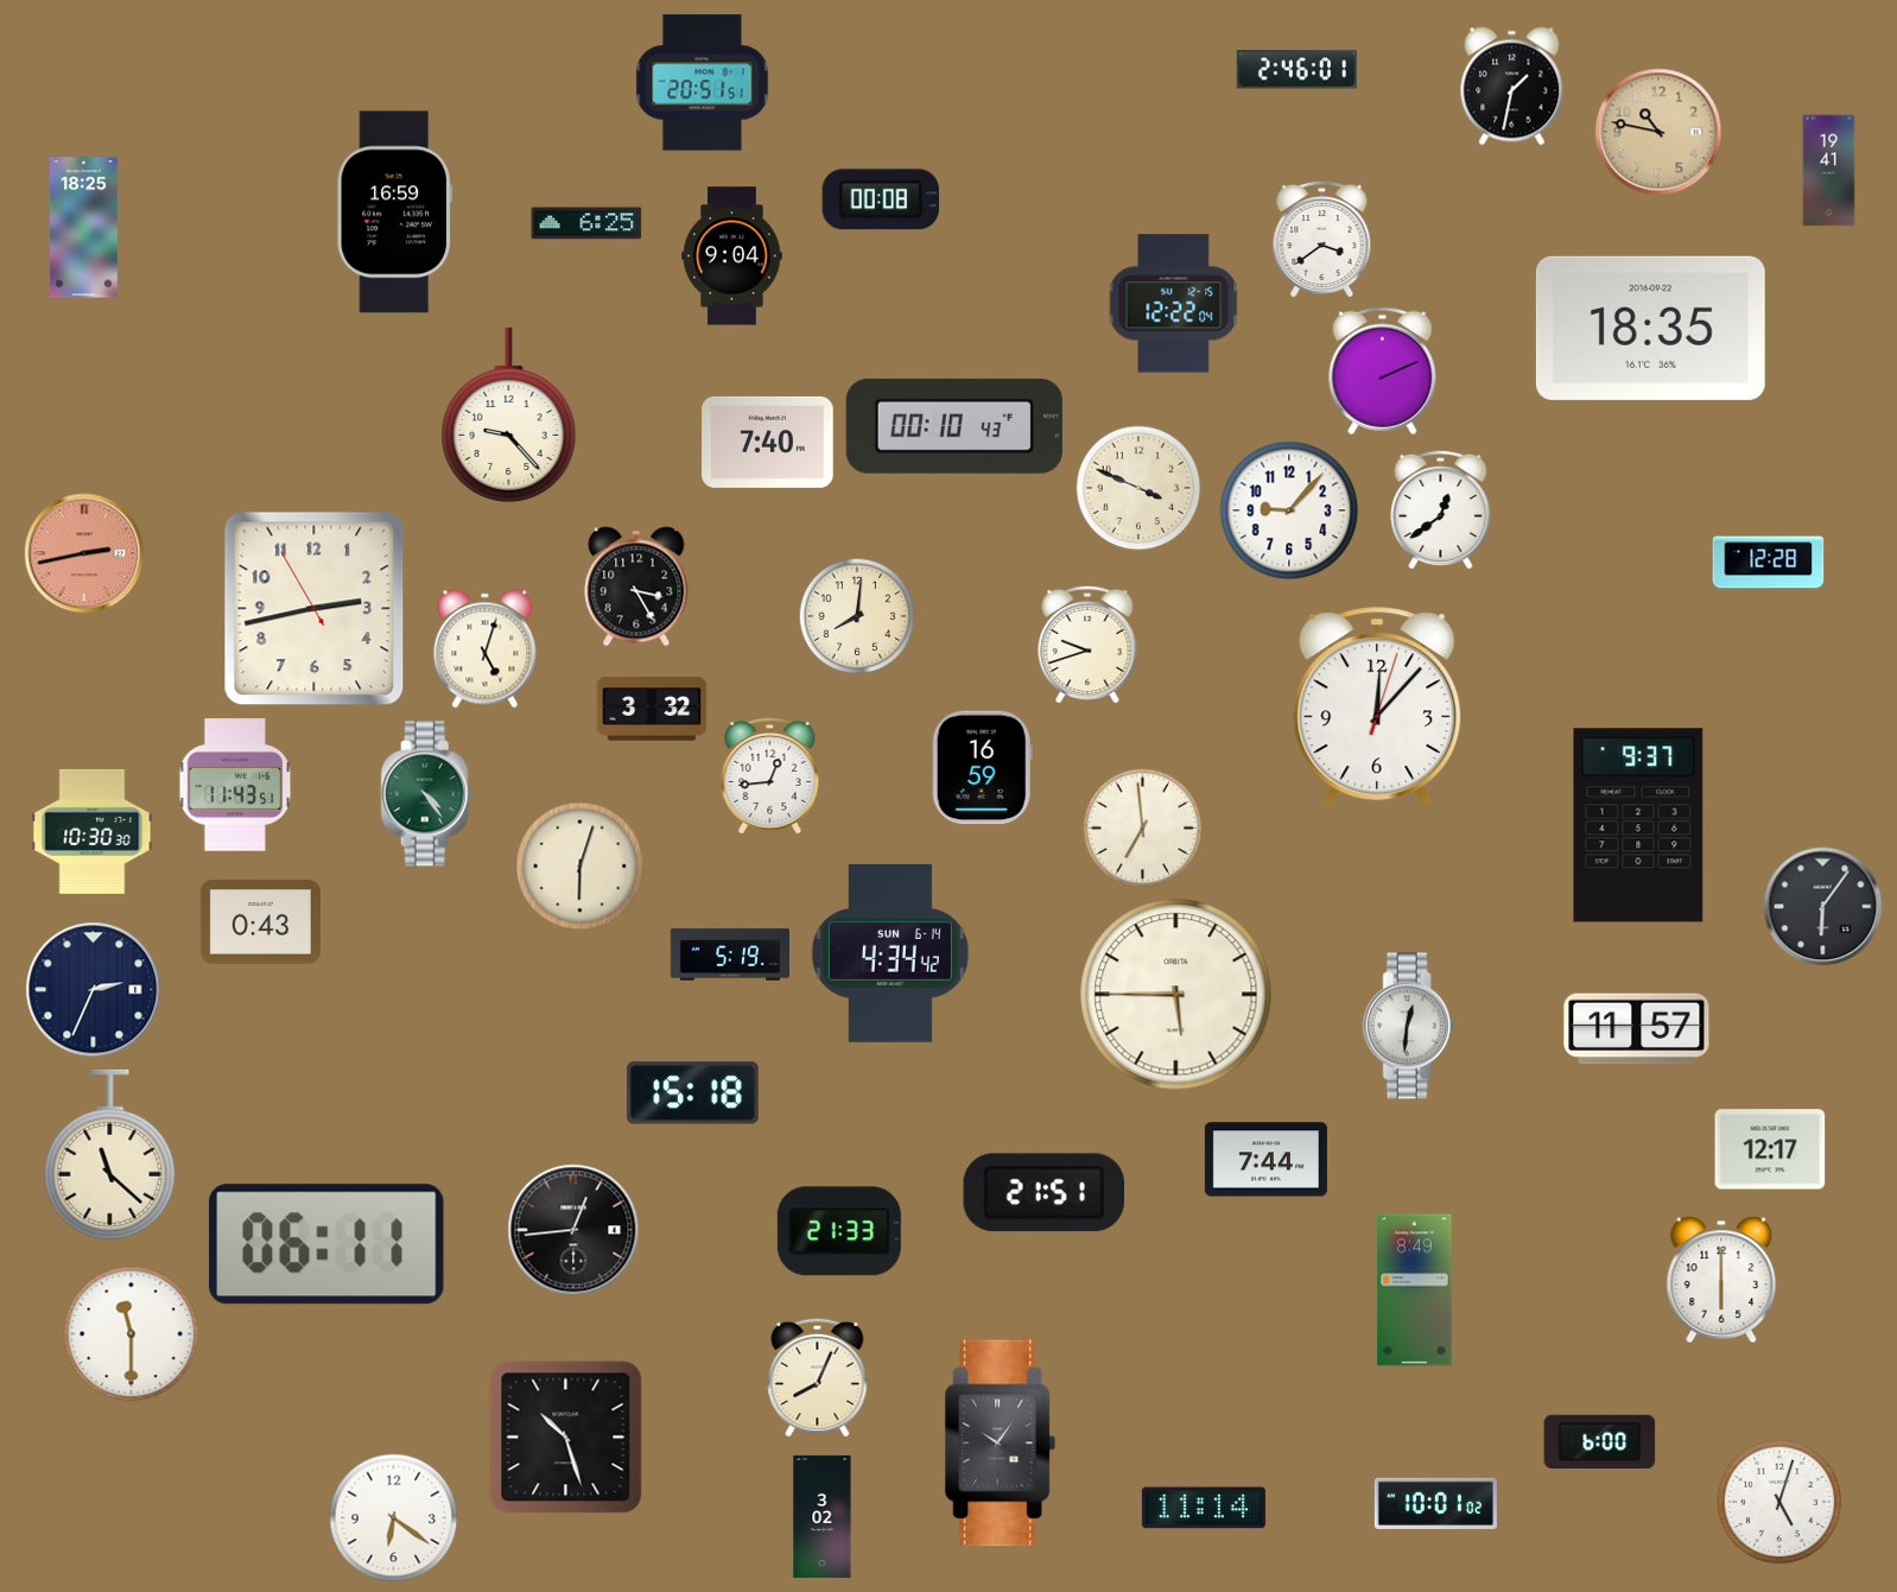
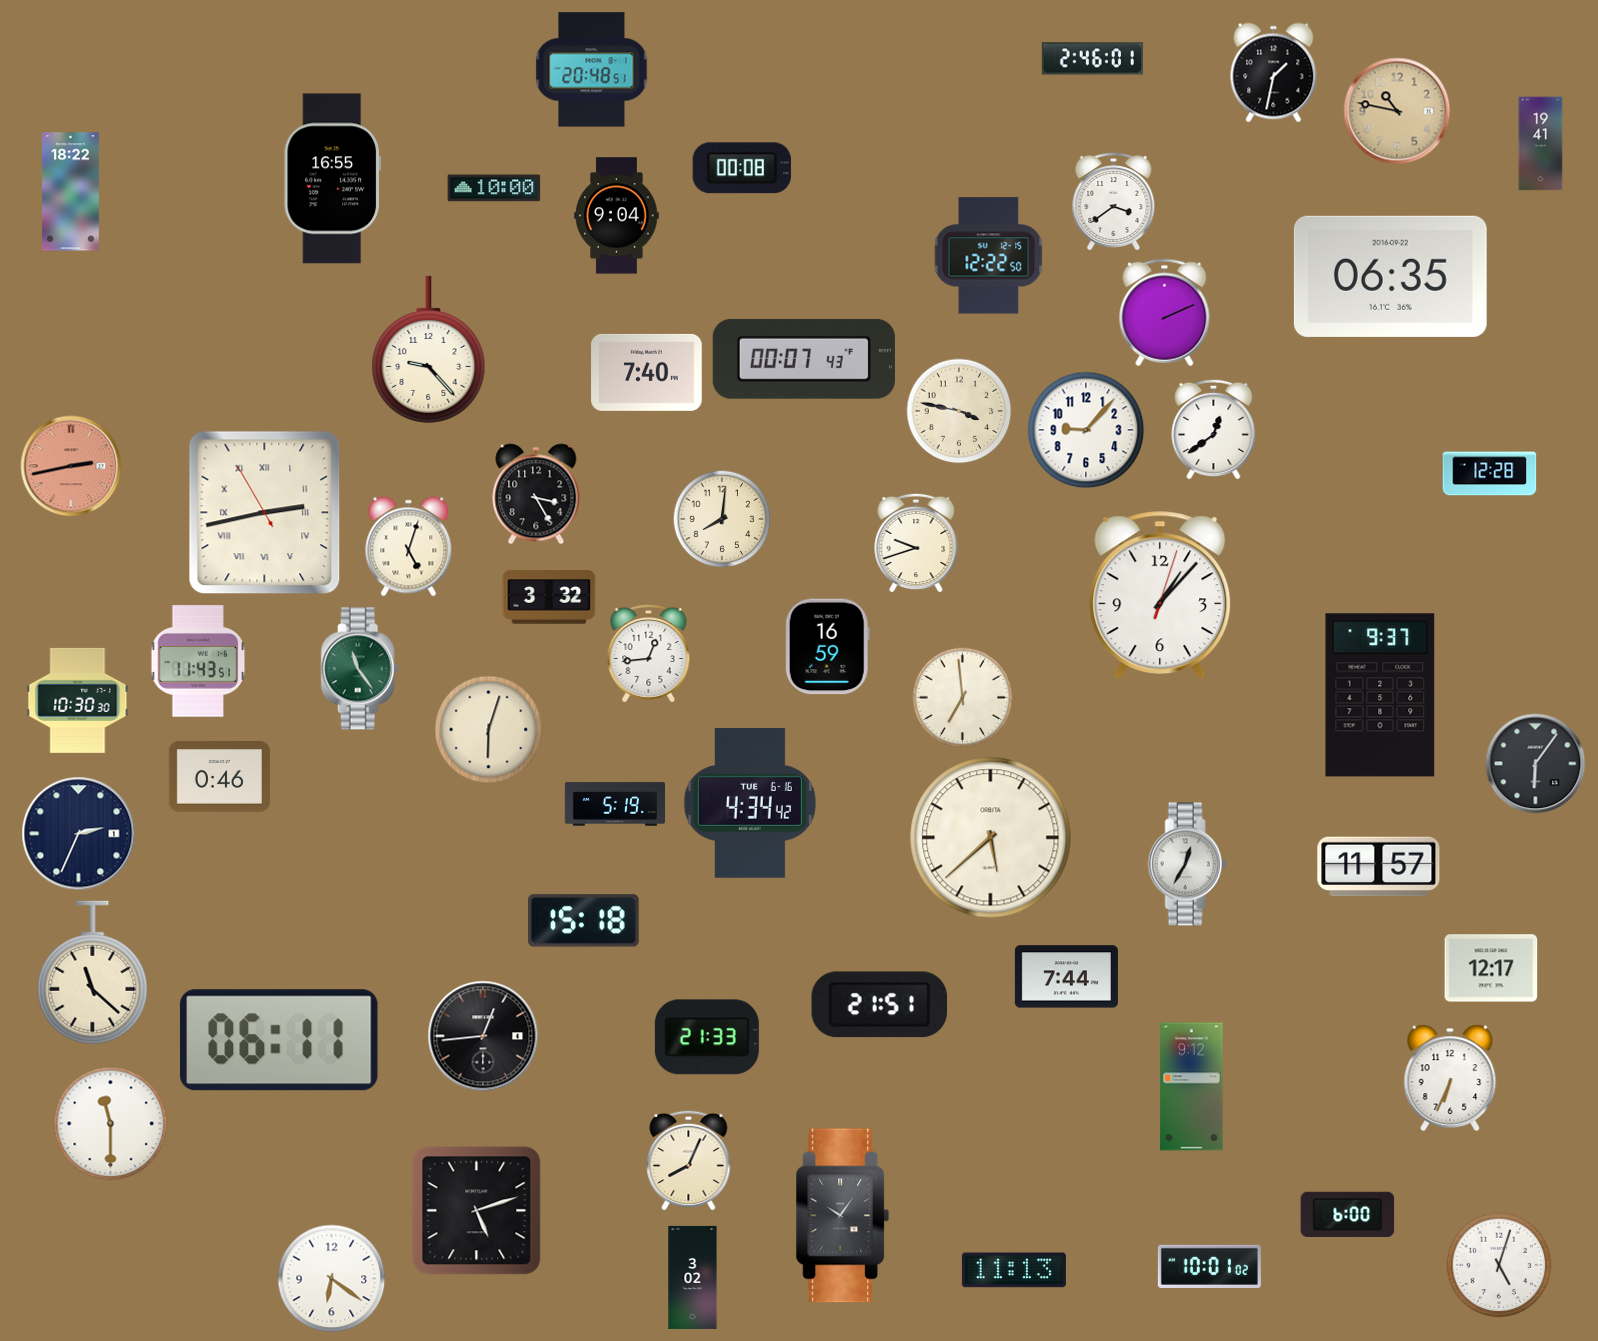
clock at (703, 83): 20:51 -> 20:48
clock at (394, 213): 16:59 -> 16:55
clock at (586, 223): 6:25 -> 10:00
clock at (83, 228): 18:25 -> 18:22
clock at (1174, 304): 12:22:04 -> 12:22:50
clock at (1650, 328): 18:35 -> 06:35
clock at (954, 426): 00:10 -> 00:07
clock at (1138, 488): 3:49 -> 3:47
clock at (315, 609) numerals: Arabic -> Roman
clock at (1377, 706): 12:07 -> 1:07
clock at (427, 794): 4:24 -> 11:24
clock at (260, 922): 0:43 -> 0:46
clock at (890, 953) date: SUN 6-14 -> TUE 6-16
clock at (1176, 995): 5:45 -> 5:38
clock at (1409, 1026): 12:31 -> 12:35
clock at (326, 1244) position: (326, 1244) -> (279, 1040)
clock at (1721, 1280): 6:00 -> 6:34
clock at (1415, 1290): 8:49 -> 9:12
clock at (566, 1438): 10:27 -> 5:12
clock at (1204, 1508): 11:14 -> 11:13
